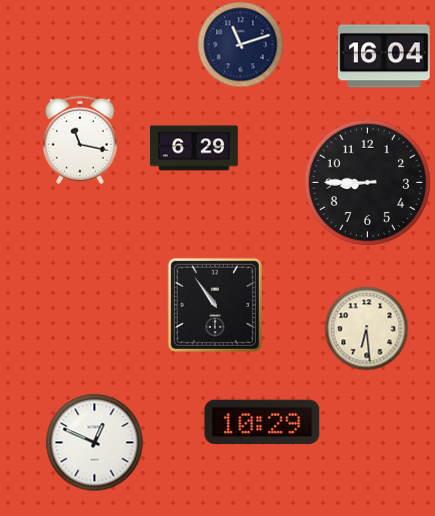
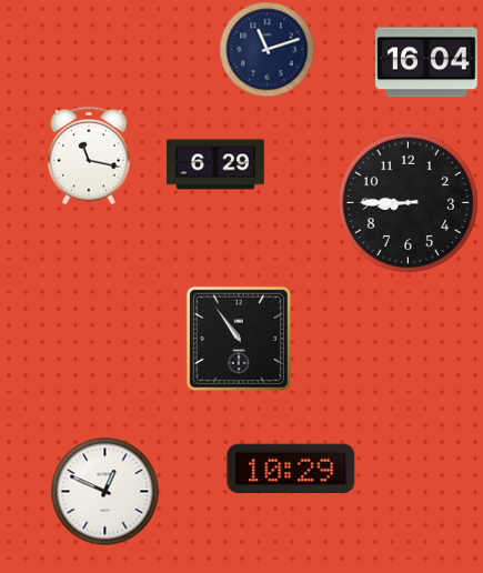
clock at (366, 328): 6:29 -> none
